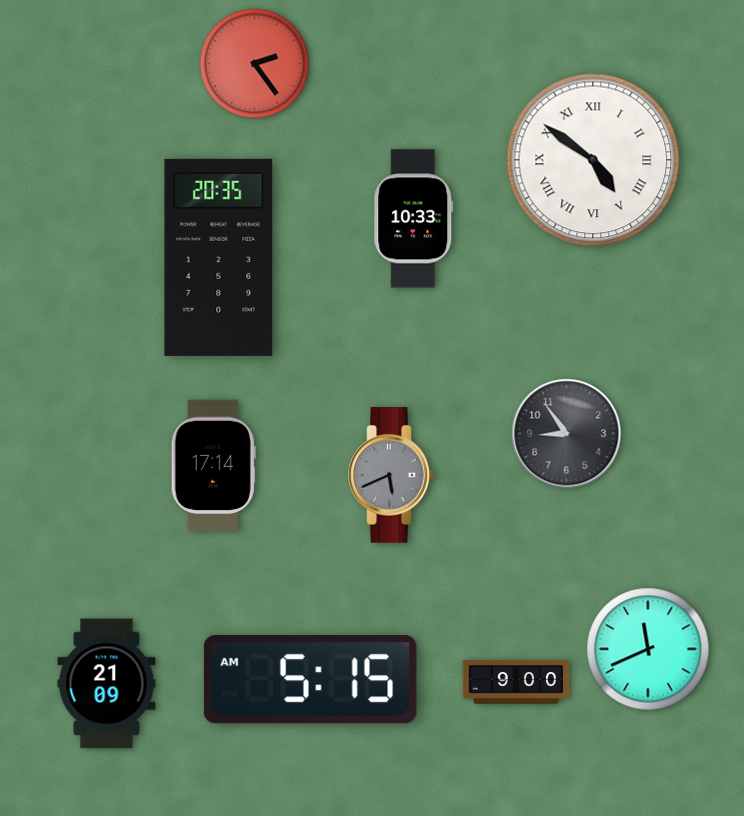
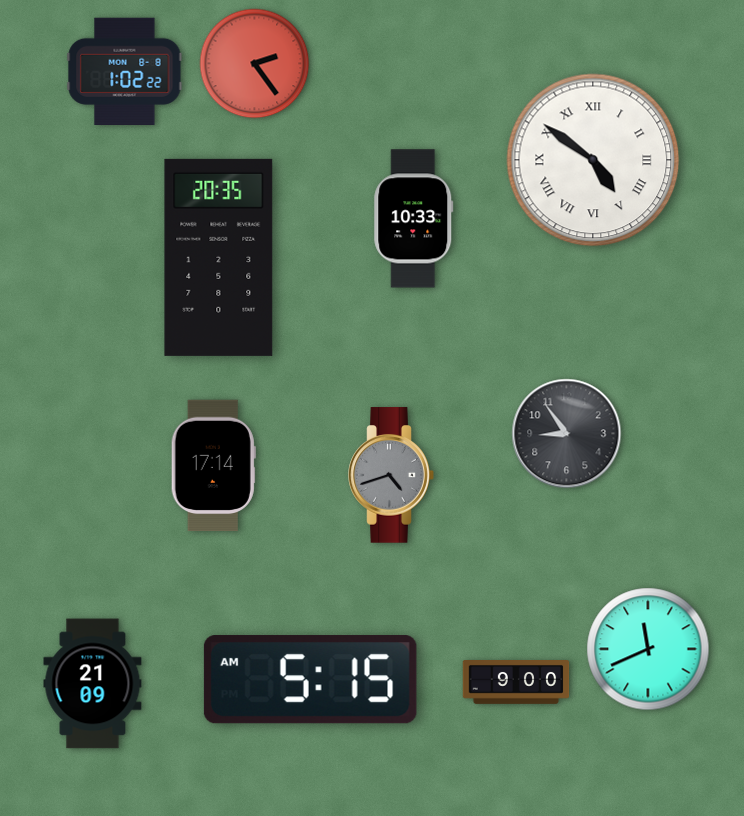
clock at (125, 71): none -> 1:02
clock at (391, 475): 5:41 -> 4:42
clock at (107, 684) position: (107, 684) -> (93, 684)
